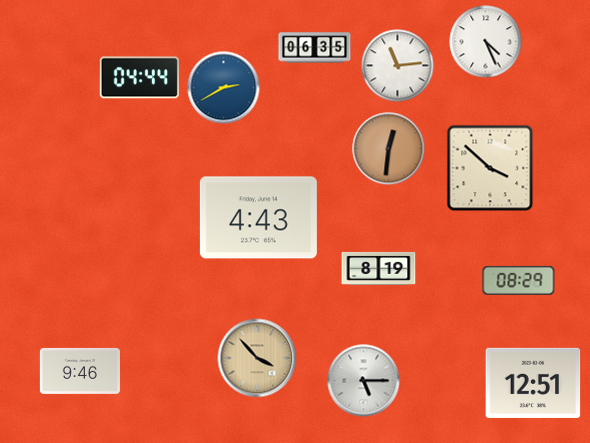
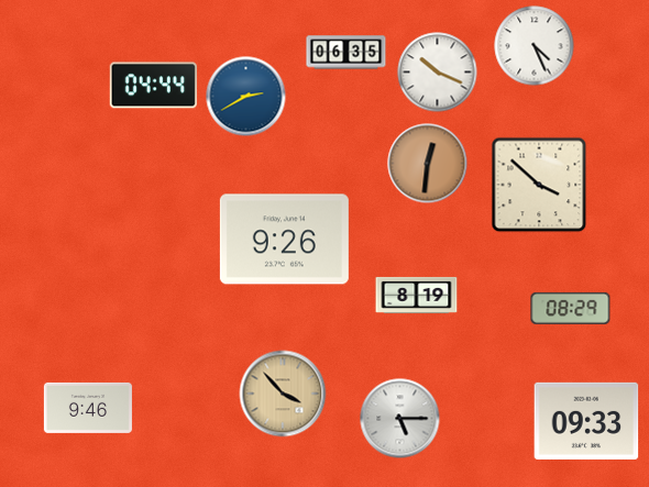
clock at (398, 66): 11:14 -> 10:19
clock at (258, 218): 4:43 -> 9:26
clock at (533, 383): 12:51 -> 09:33
